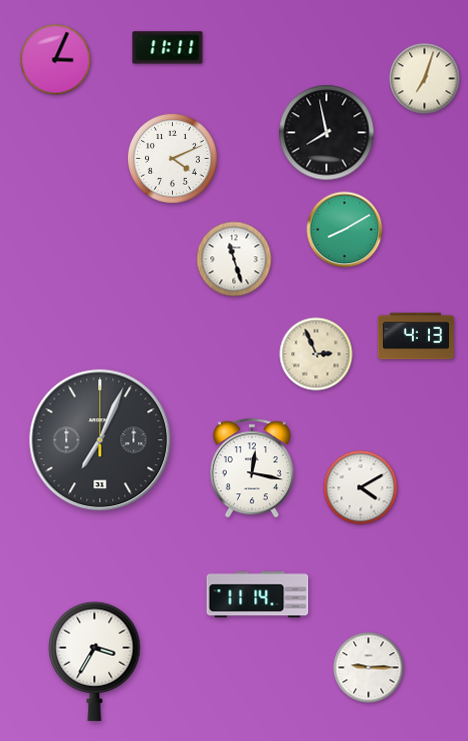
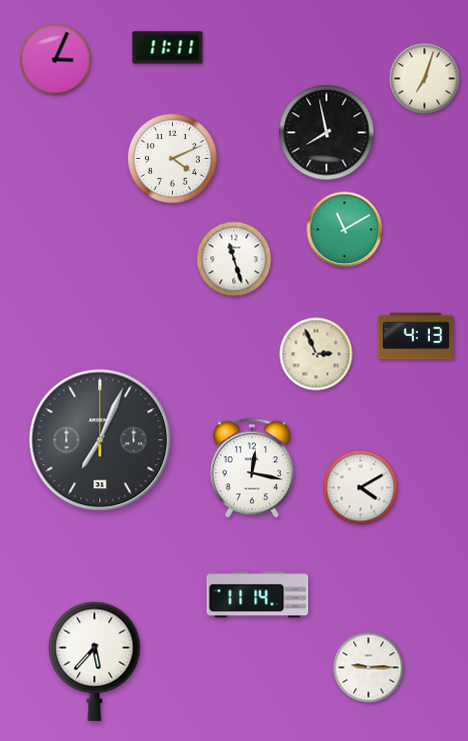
clock at (345, 230): 8:10 -> 11:10
clock at (95, 661): 3:35 -> 5:37
